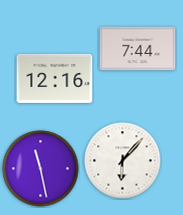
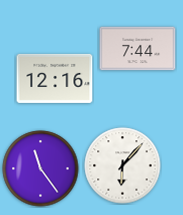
clock at (123, 161) position: (123, 161) -> (123, 166)
clock at (41, 169): 11:28 -> 11:24
